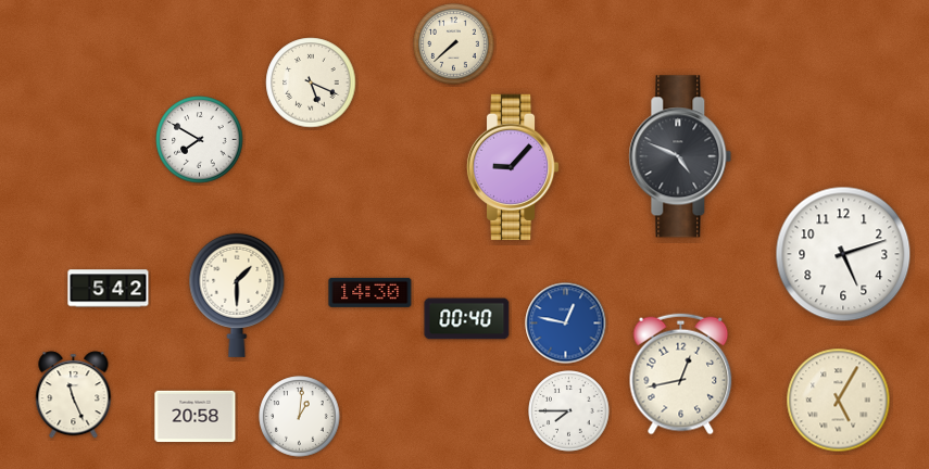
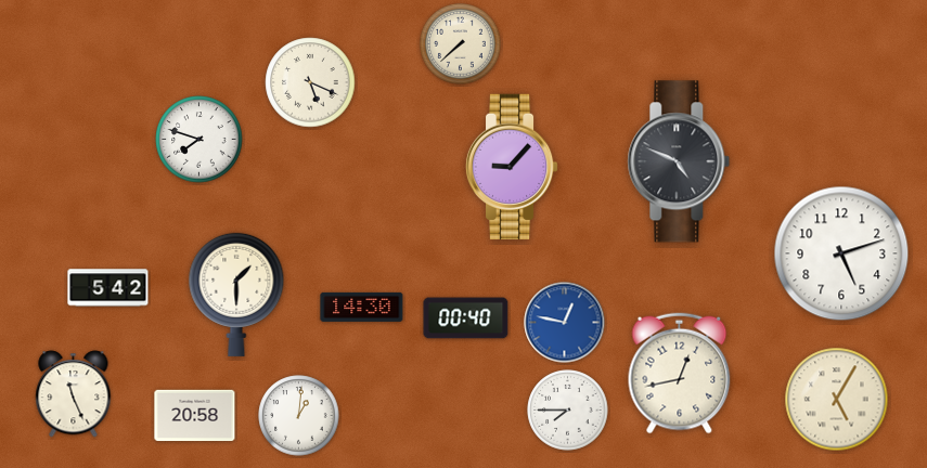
clock at (454, 45) position: (454, 45) -> (461, 44)
clock at (200, 140): 7:50 -> 7:48
clock at (680, 156) position: (680, 156) -> (679, 161)
clock at (371, 292) position: (371, 292) -> (362, 307)
